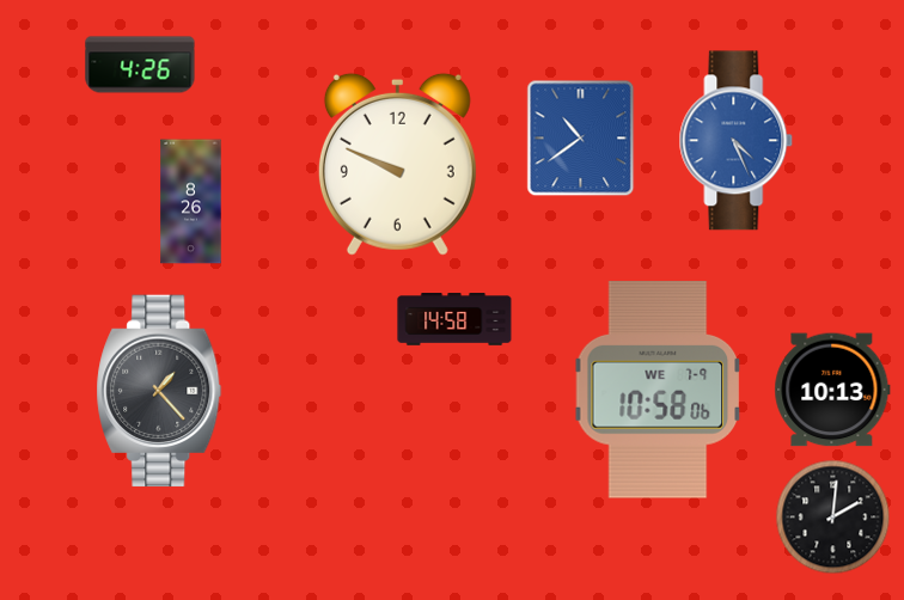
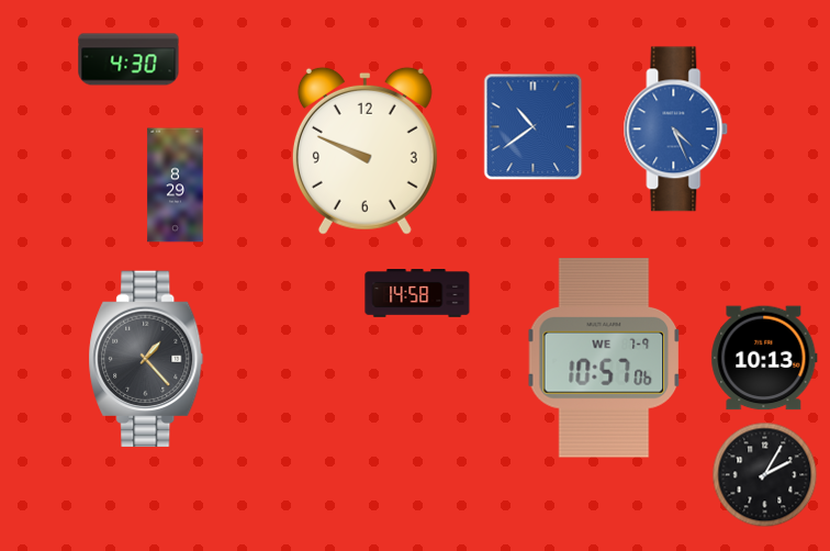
clock at (140, 65): 4:26 -> 4:30
clock at (191, 202): 8:26 -> 8:29
clock at (658, 390): 10:58 -> 10:57
clock at (832, 516): 2:01 -> 2:05
